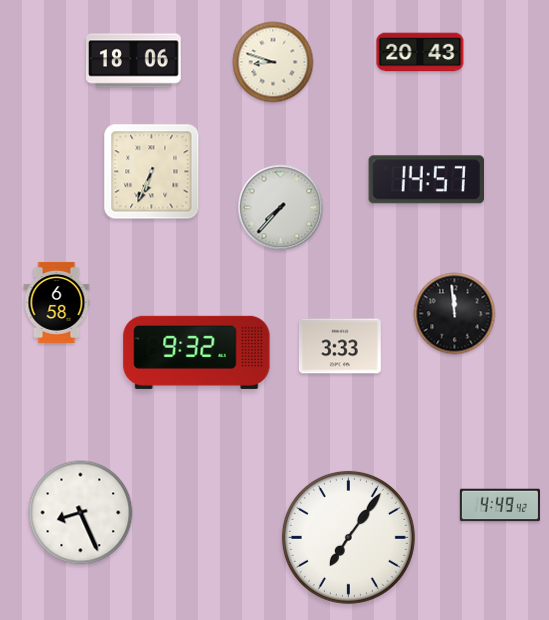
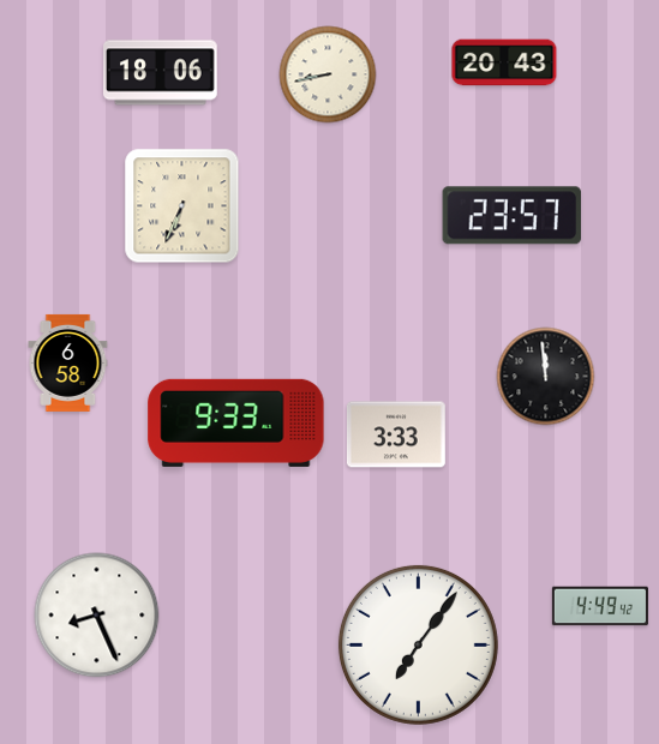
clock at (273, 62): 8:48 -> 8:43
clock at (427, 180): 14:57 -> 23:57
clock at (281, 208): 7:37 -> none
clock at (340, 346) position: (340, 346) -> (396, 434)
clock at (197, 352): 9:32 -> 9:33
